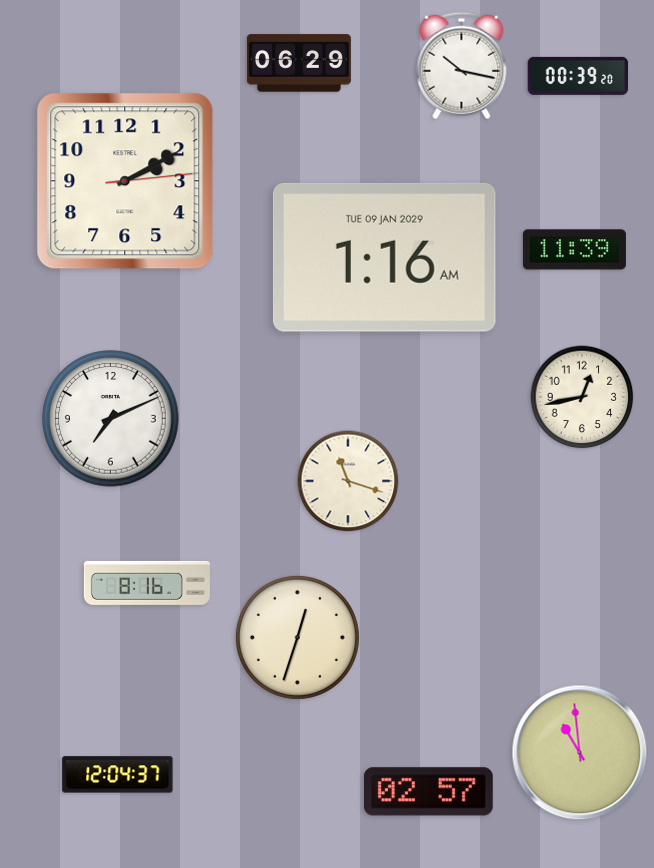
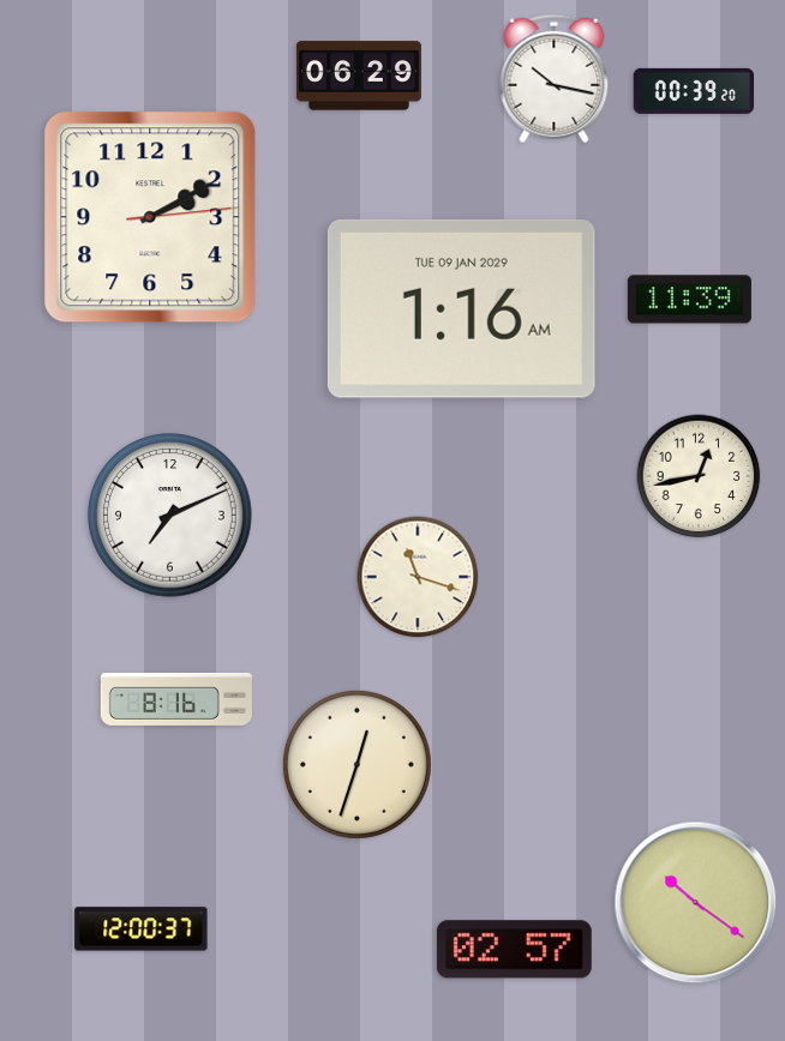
clock at (111, 419) position: (111, 419) -> (170, 516)
clock at (580, 753): 10:59 -> 10:21
clock at (118, 775): 12:04 -> 12:00
